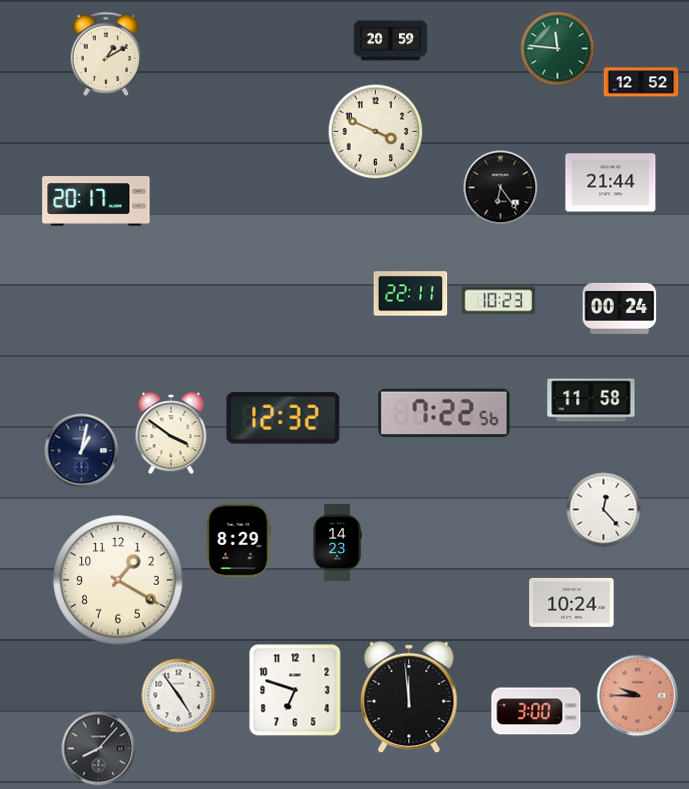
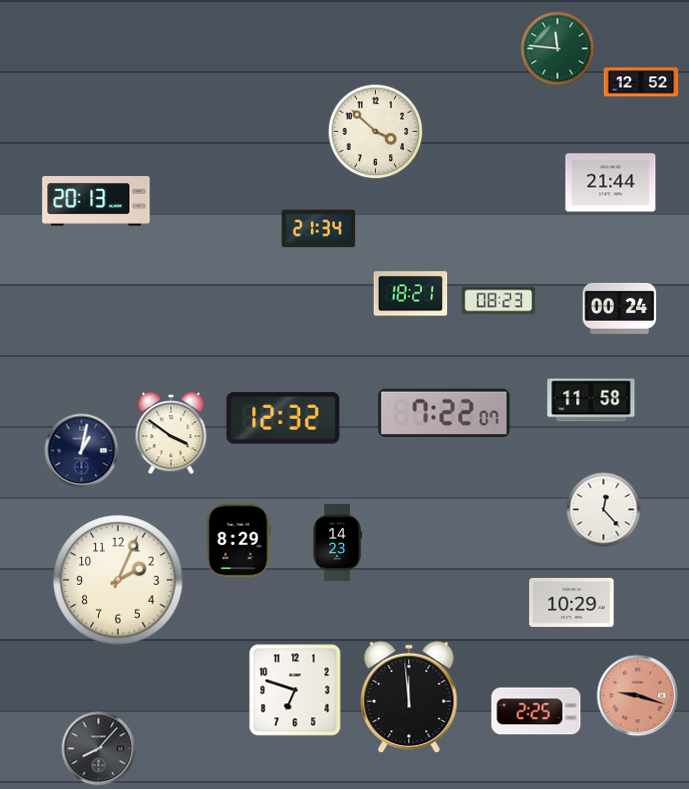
clock at (391, 41): 20:59 -> none
clock at (106, 53): 1:10 -> none
clock at (376, 132): 3:49 -> 3:52
clock at (501, 188): 6:24 -> none
clock at (96, 201): 20:17 -> 20:13
clock at (319, 229): none -> 21:34
clock at (411, 294): 22:11 -> 18:21
clock at (499, 301): 10:23 -> 08:23
clock at (444, 413): 7:22:56 -> 7:22:07
clock at (118, 580): 1:20 -> 2:04
clock at (572, 602): 10:24 -> 10:29
clock at (179, 696): 4:54 -> none
clock at (638, 696): 9:45 -> 9:18
clock at (536, 711): 3:00 -> 2:25
